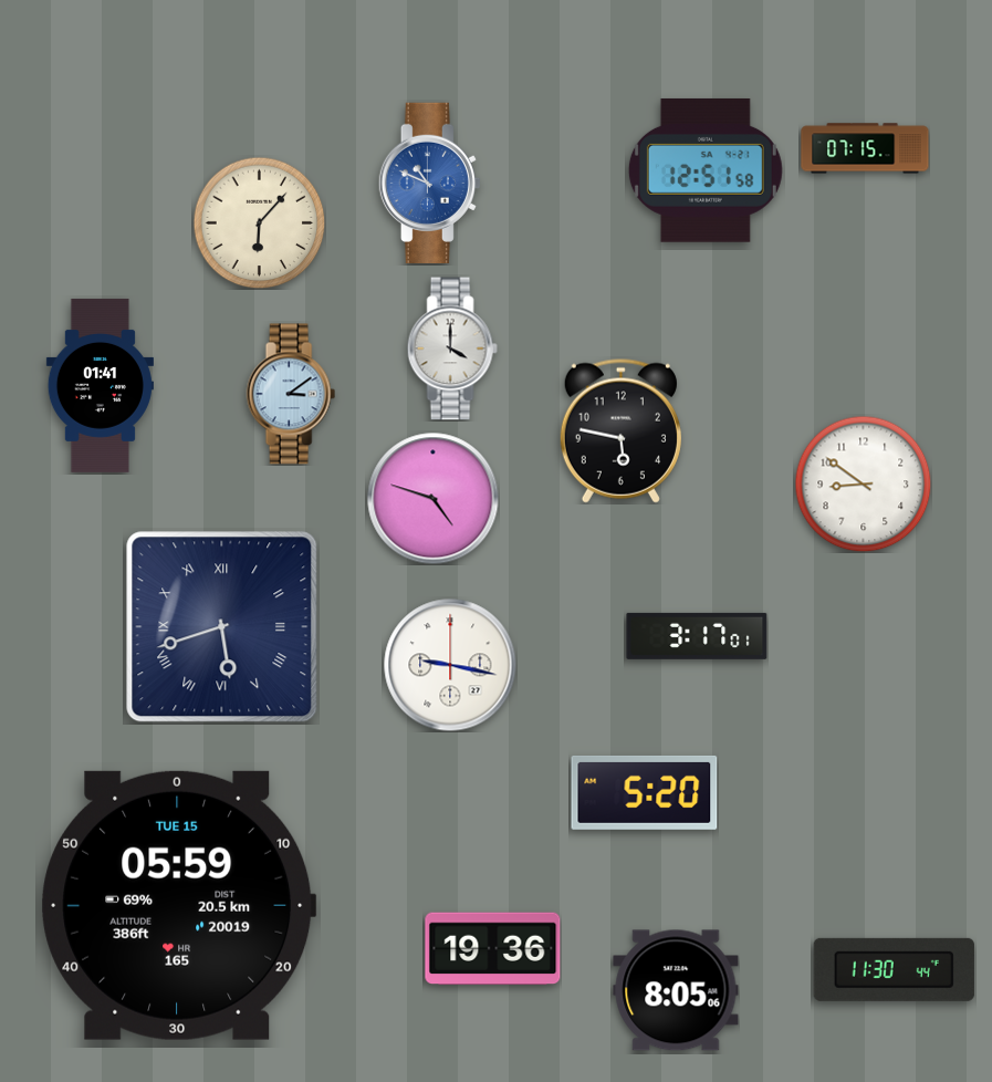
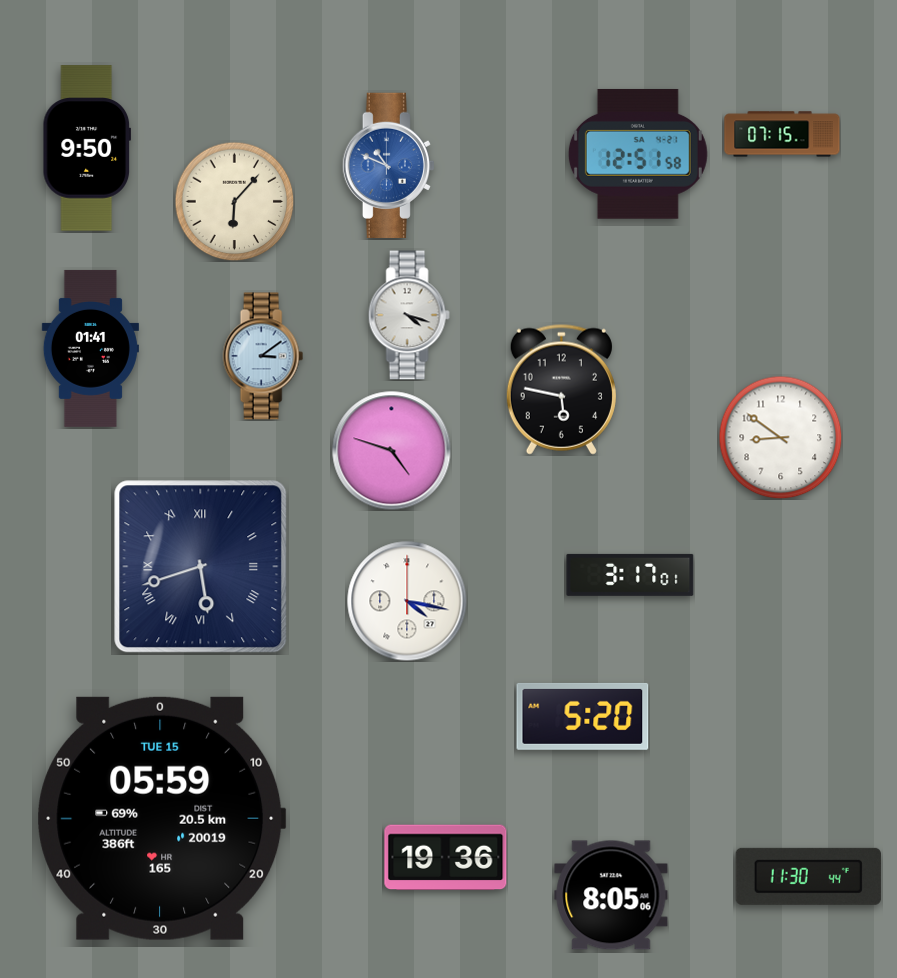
clock at (86, 148): none -> 9:50
clock at (452, 348): 4:00 -> 4:18
clock at (450, 665): 9:17 -> 4:17
